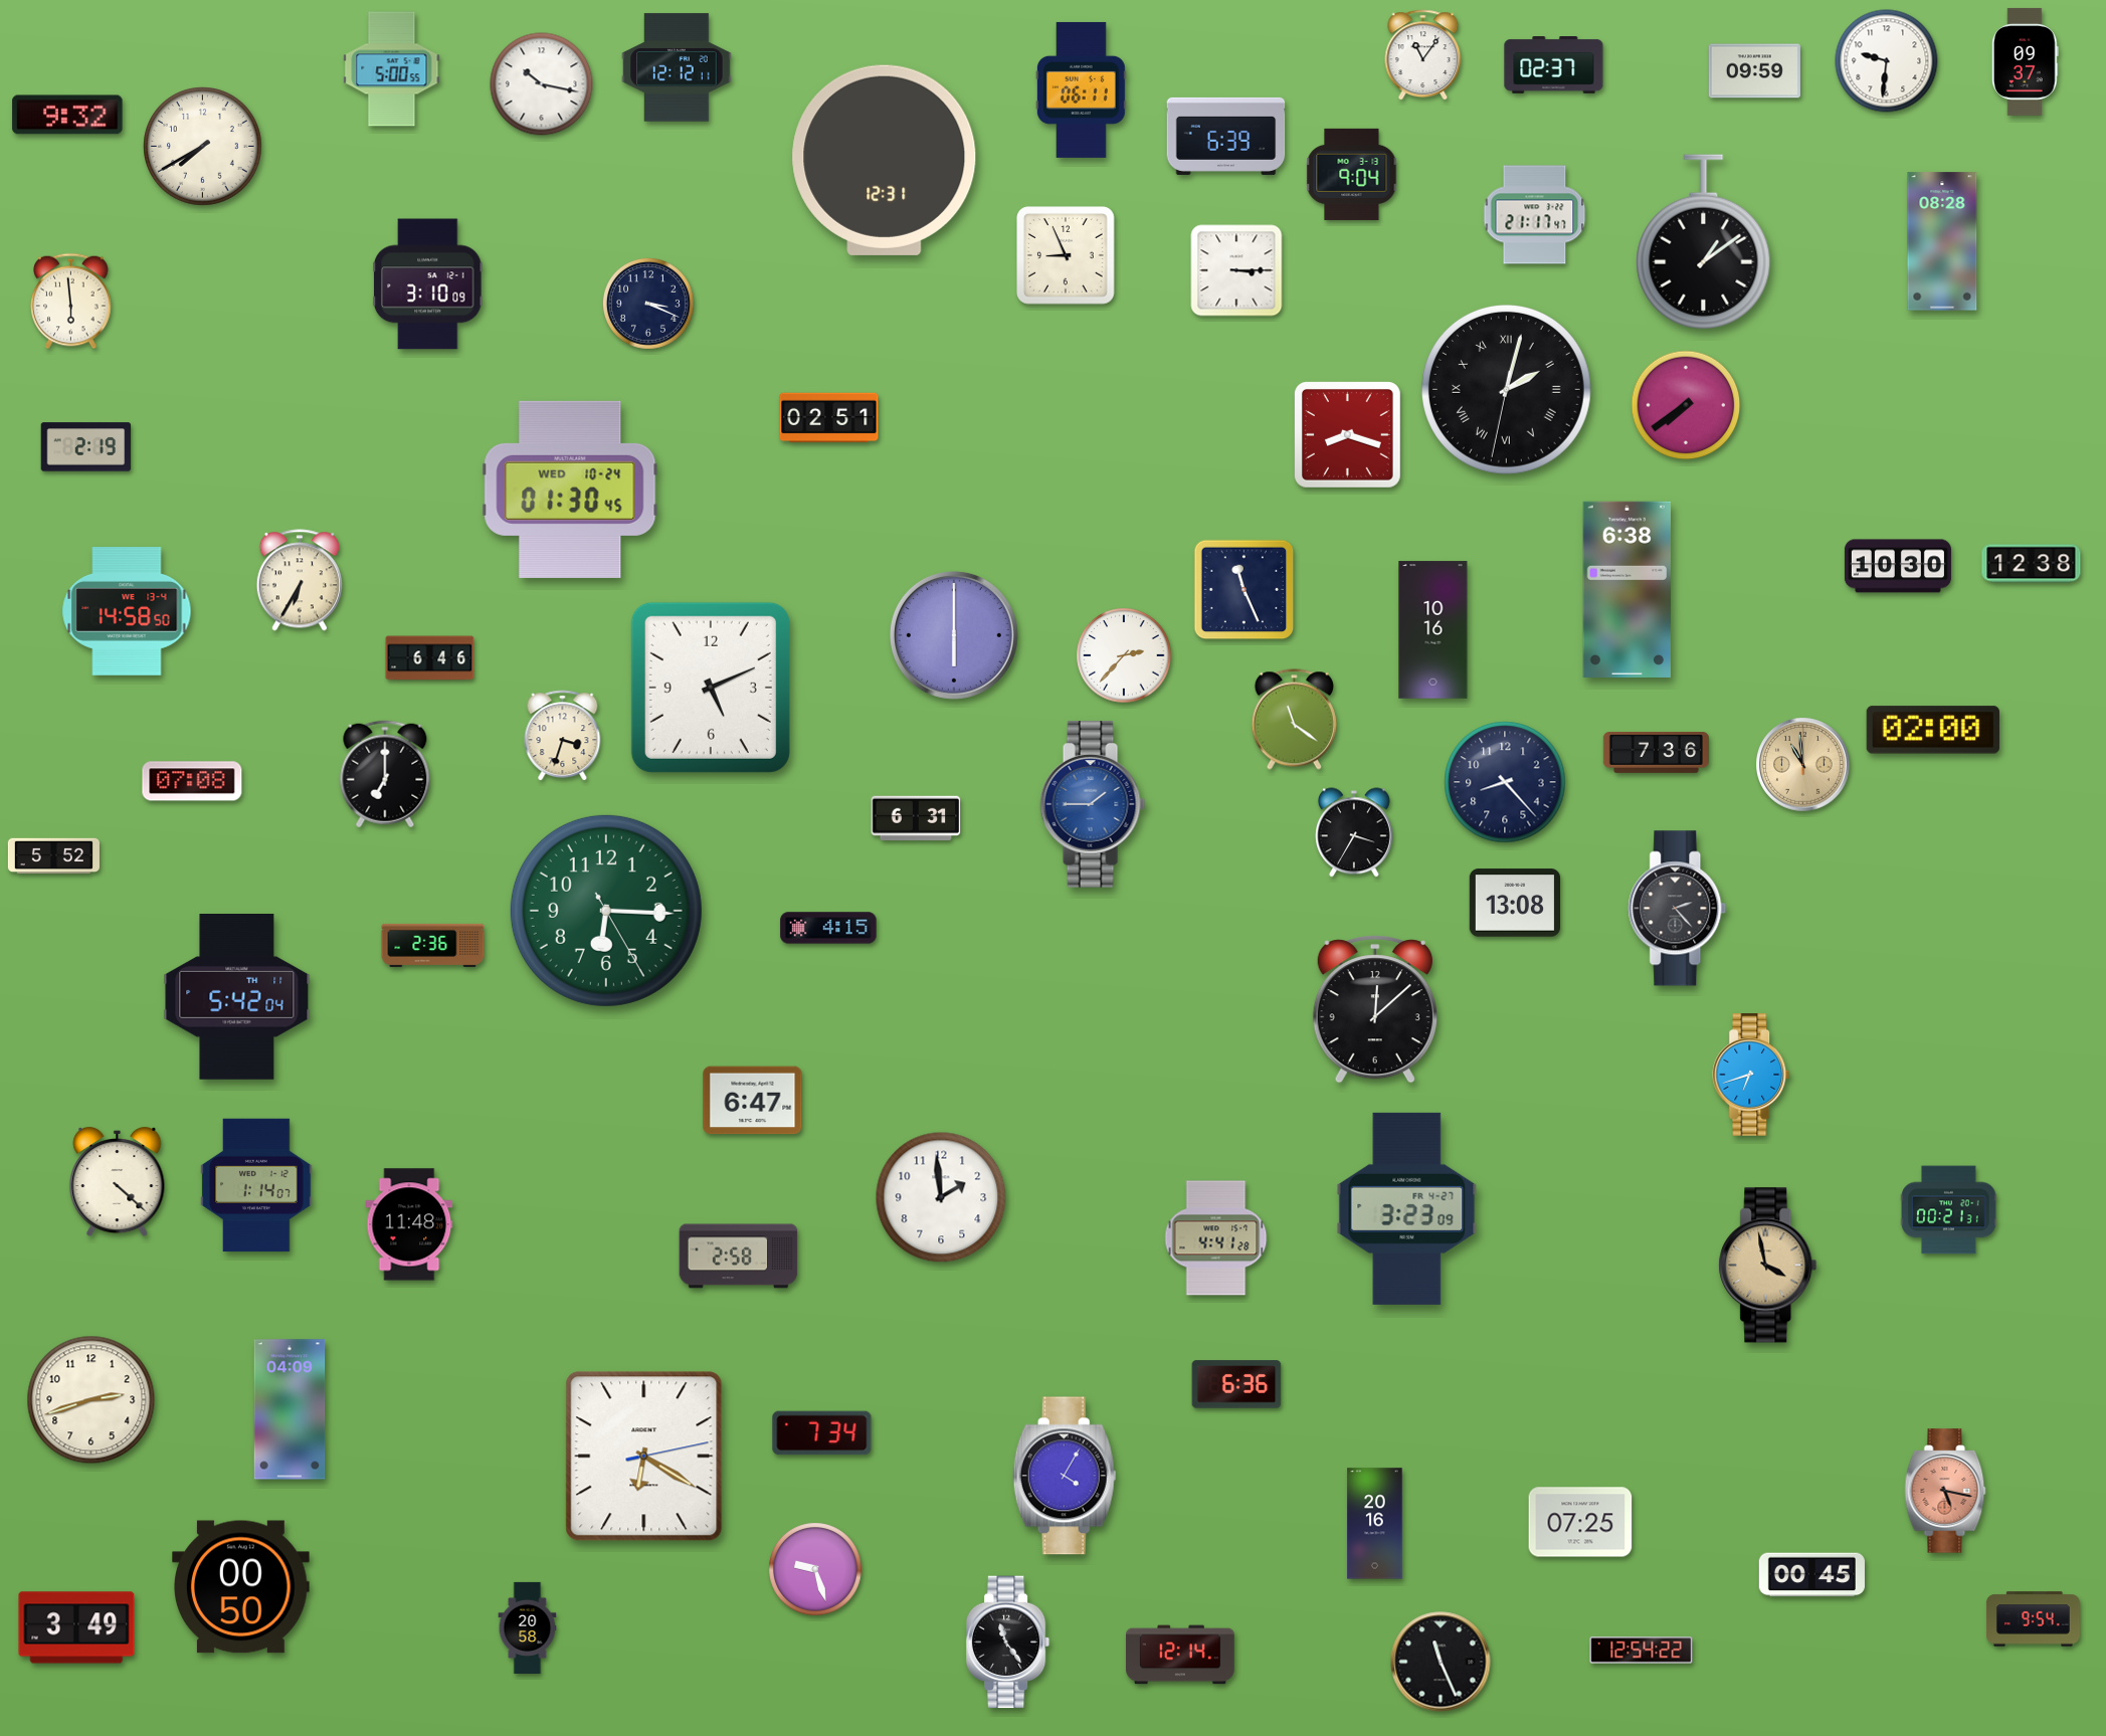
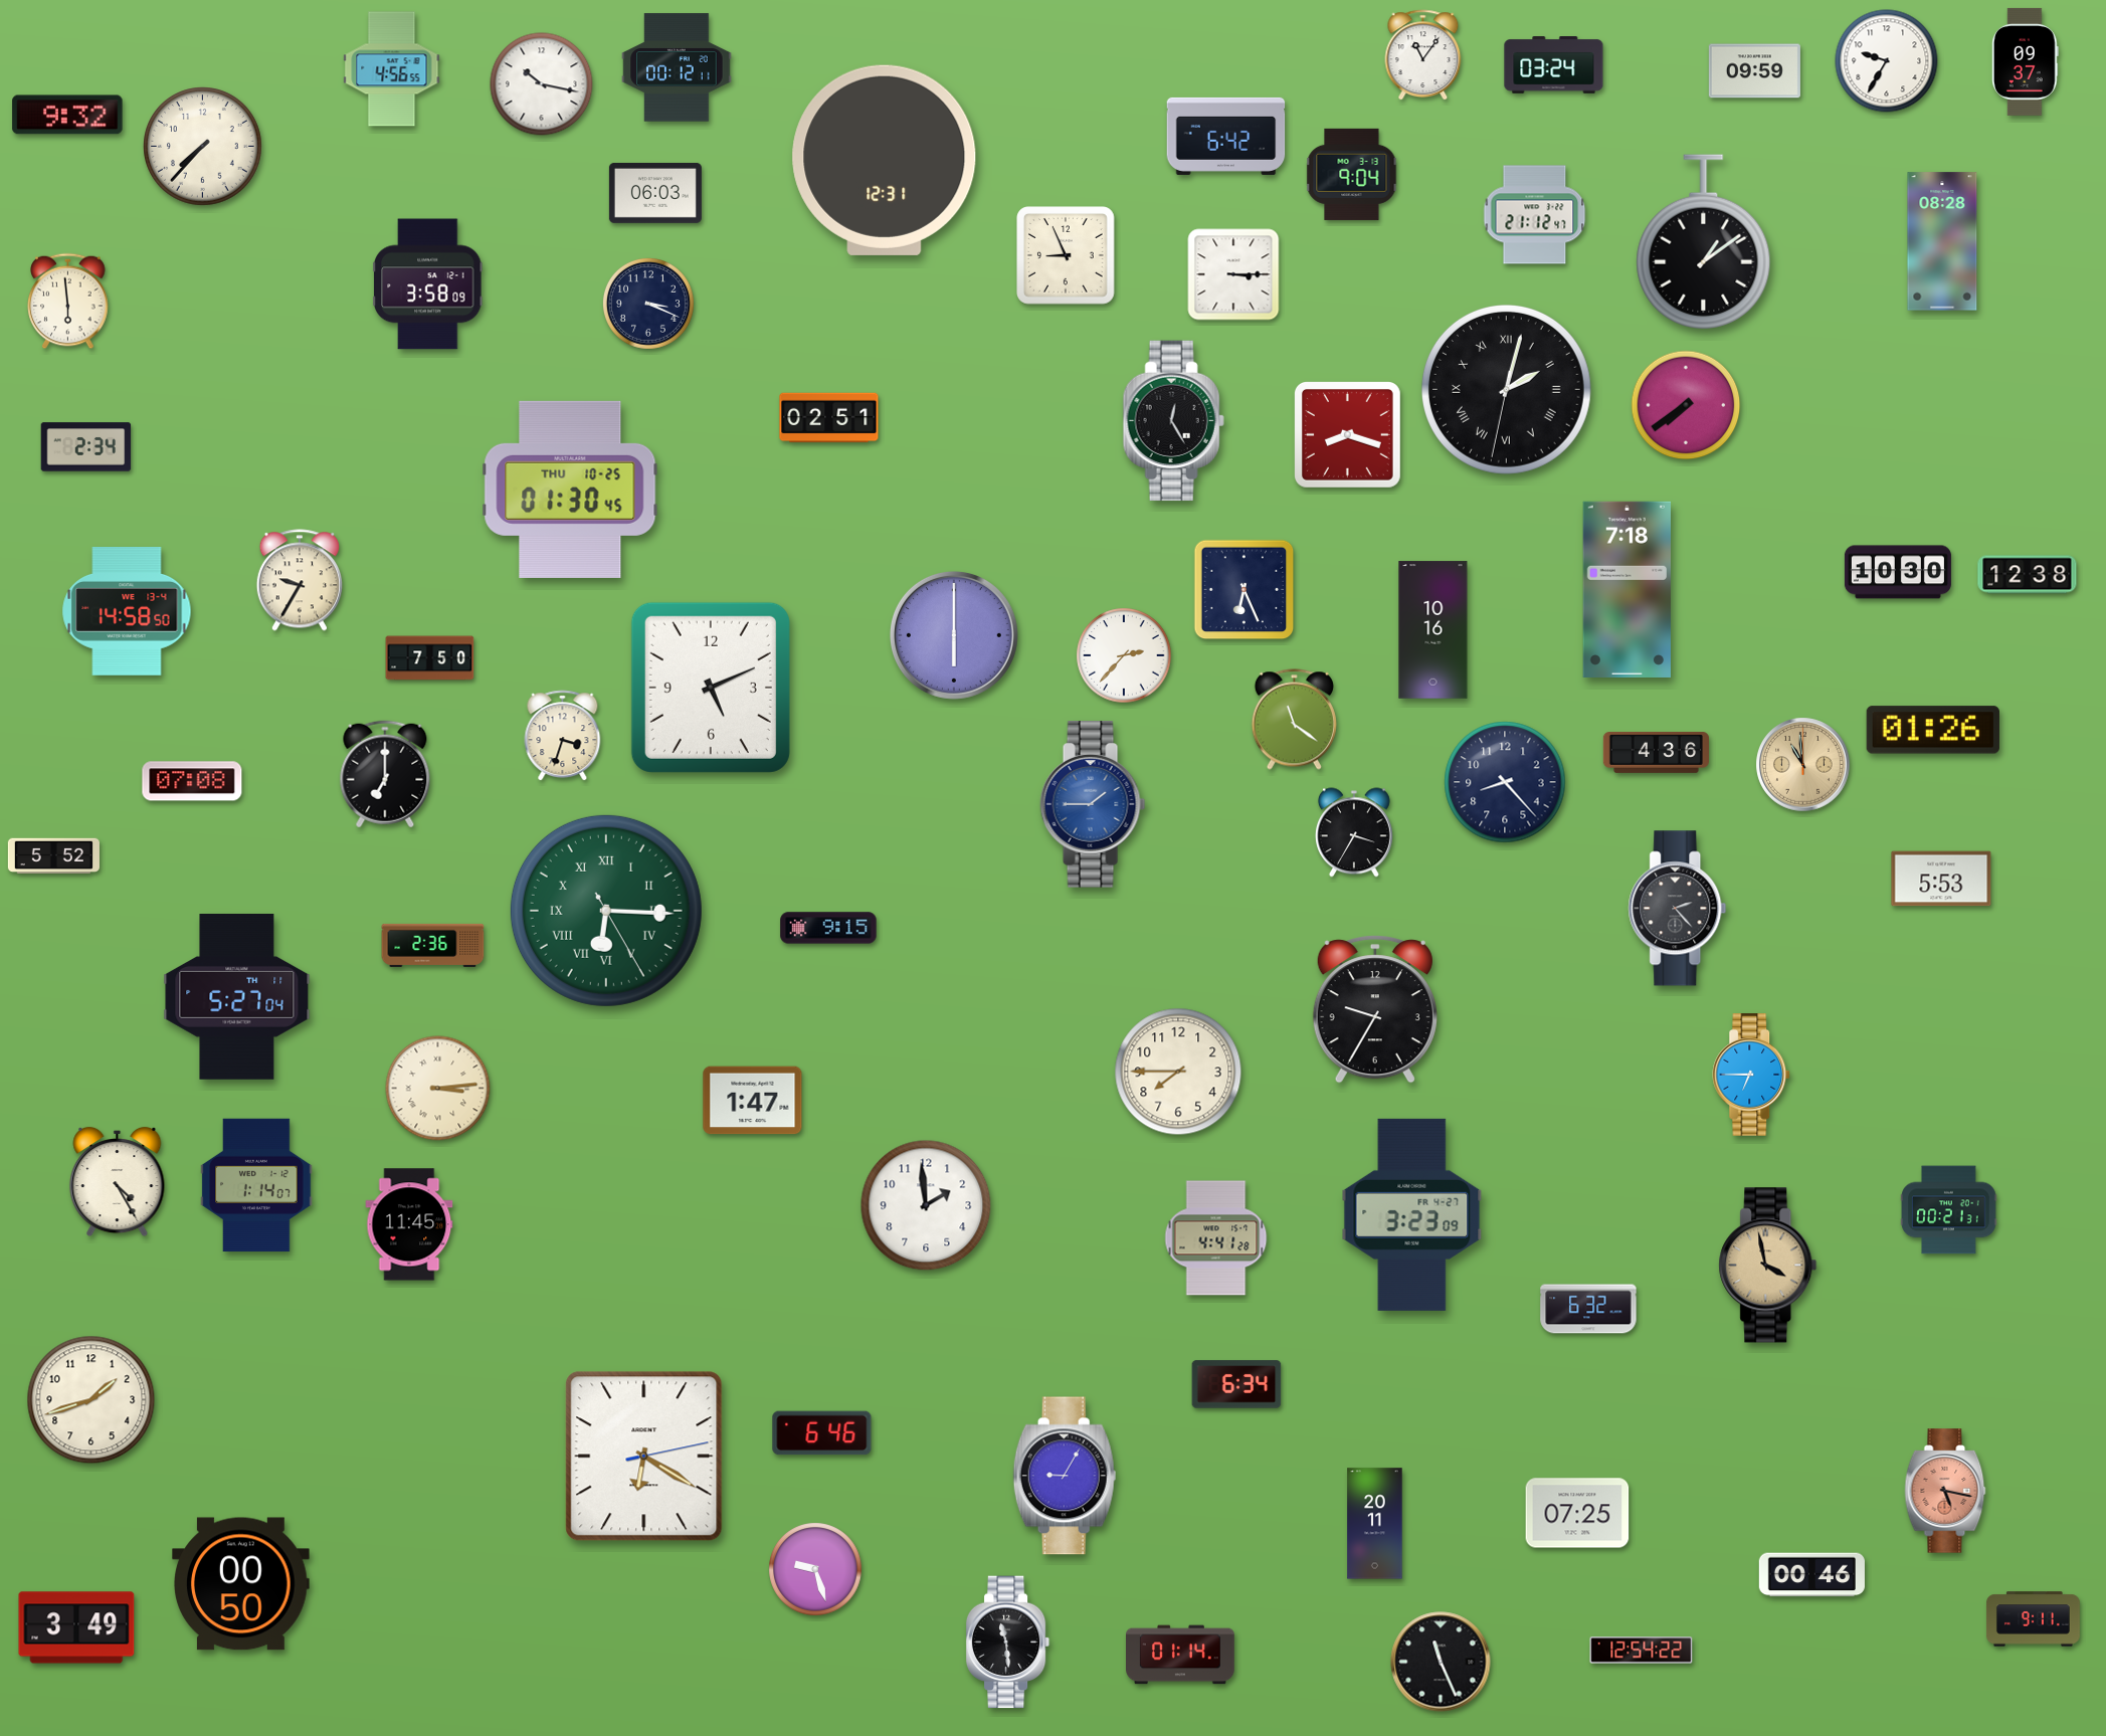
clock at (1887, 61): 9:31 -> 9:35
clock at (1554, 65): 02:37 -> 03:24
clock at (677, 67): 12:12 -> 00:12
clock at (392, 69): 5:00 -> 4:56
clock at (1081, 89): 06:11 -> none
clock at (1226, 136): 6:39 -> 6:42
clock at (203, 147): 7:40 -> 7:37
clock at (655, 193): none -> 06:03
clock at (1535, 215): 21:17 -> 21:12
clock at (1236, 270) position: (1236, 270) -> (1233, 274)
clock at (428, 284): 3:10 -> 3:58
clock at (71, 302) position: (71, 302) -> (68, 302)
clock at (1173, 421): none -> 12:25
clock at (86, 447): 2:19 -> 2:34
clock at (570, 490) date: WED 10-24 -> THU 10-25
clock at (2032, 564) position: (2032, 564) -> (2028, 575)
clock at (1898, 566) position: (1898, 566) -> (1898, 572)
clock at (300, 580): 6:35 -> 9:35
clock at (1628, 589): 6:38 -> 7:18
clock at (1245, 590): 11:26 -> 6:26
clock at (430, 658): 6:46 -> 7:50
clock at (1933, 730): 02:00 -> 01:26
clock at (1656, 753): 7:36 -> 4:36
clock at (916, 817): 6:31 -> none
clock at (1941, 879): none -> 5:53
clock at (1514, 903): 13:08 -> none
clock at (606, 911) numerals: Arabic -> Roman
clock at (828, 928): 4:15 -> 9:15
clock at (237, 997): 5:42 -> 5:27
clock at (1375, 1009): 12:08 -> 9:35
clock at (1178, 1072): none -> 7:45
clock at (1752, 1076): 6:42 -> 6:45
clock at (438, 1089): none -> 3:14
clock at (753, 1101): 6:47 -> 1:47
clock at (118, 1182): 4:22 -> 4:25
clock at (941, 1197) position: (941, 1197) -> (926, 1205)
clock at (1407, 1208) position: (1407, 1208) -> (1412, 1214)
clock at (409, 1224): 11:48 -> 11:45
clock at (739, 1257): 2:58 -> none
clock at (1588, 1309): none -> 6:32
clock at (1236, 1384): 6:36 -> 6:34
clock at (91, 1400): 2:42 -> 1:42
clock at (290, 1409): 04:09 -> none
clock at (822, 1433): 7:34 -> 6:46
clock at (1065, 1476): 4:05 -> 9:05
clock at (1580, 1522) position: (1580, 1522) -> (1577, 1513)
clock at (1375, 1524): 20:16 -> 20:11
clock at (1811, 1575): 00:45 -> 00:46
clock at (241, 1587) position: (241, 1587) -> (241, 1584)
clock at (2034, 1619): 9:54 -> 9:11
clock at (528, 1627): 20:58 -> none
clock at (1008, 1643): 11:24 -> 11:29
clock at (1181, 1655): 12:14 -> 01:14
